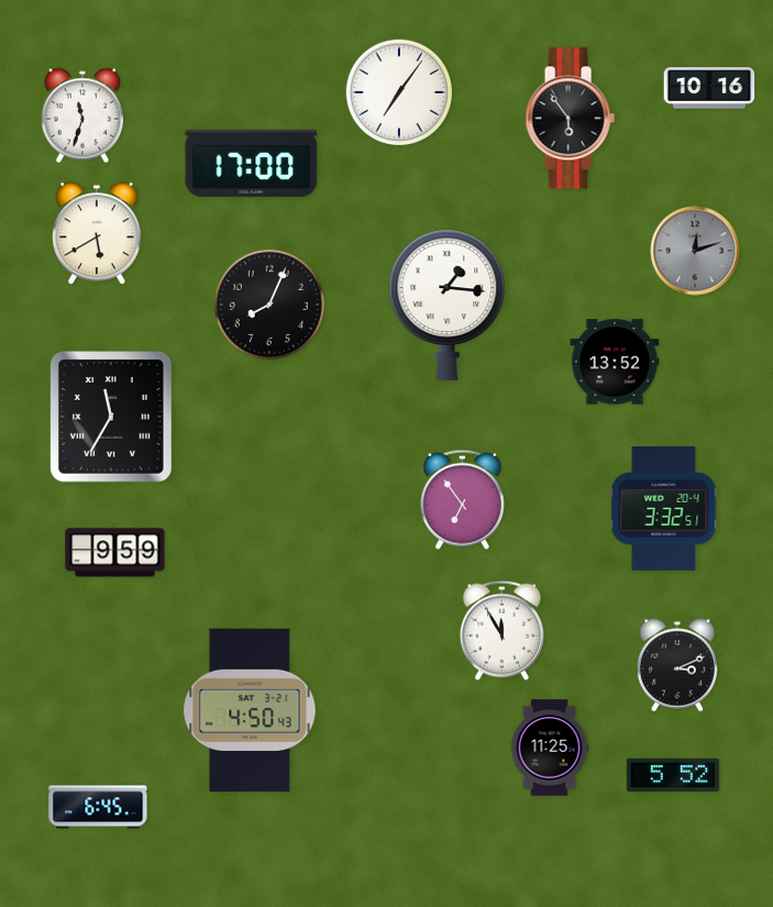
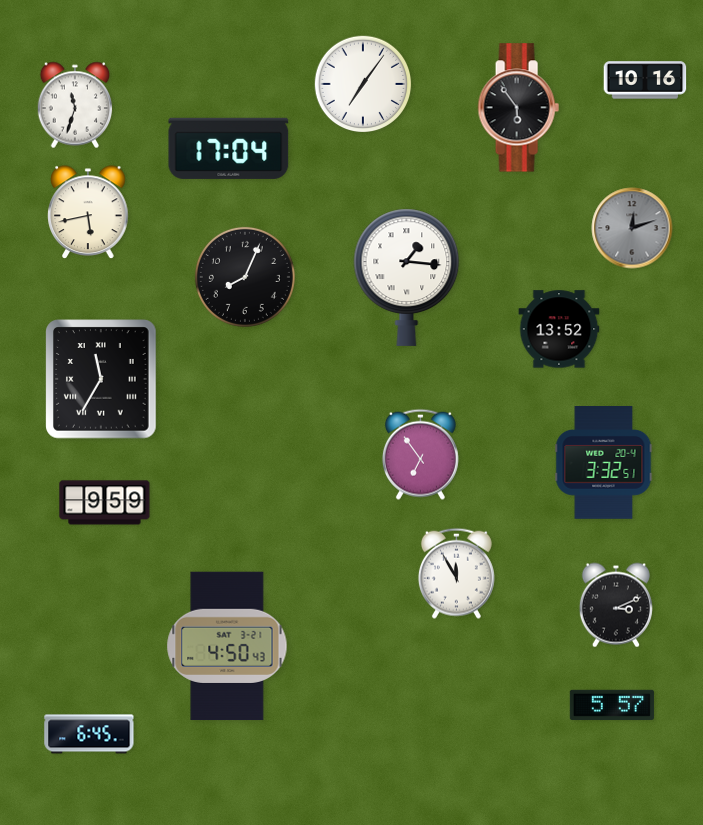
clock at (252, 163): 17:00 -> 17:04
clock at (97, 233): 5:40 -> 5:43
clock at (550, 748): 11:25 -> none
clock at (673, 775): 5:52 -> 5:57
